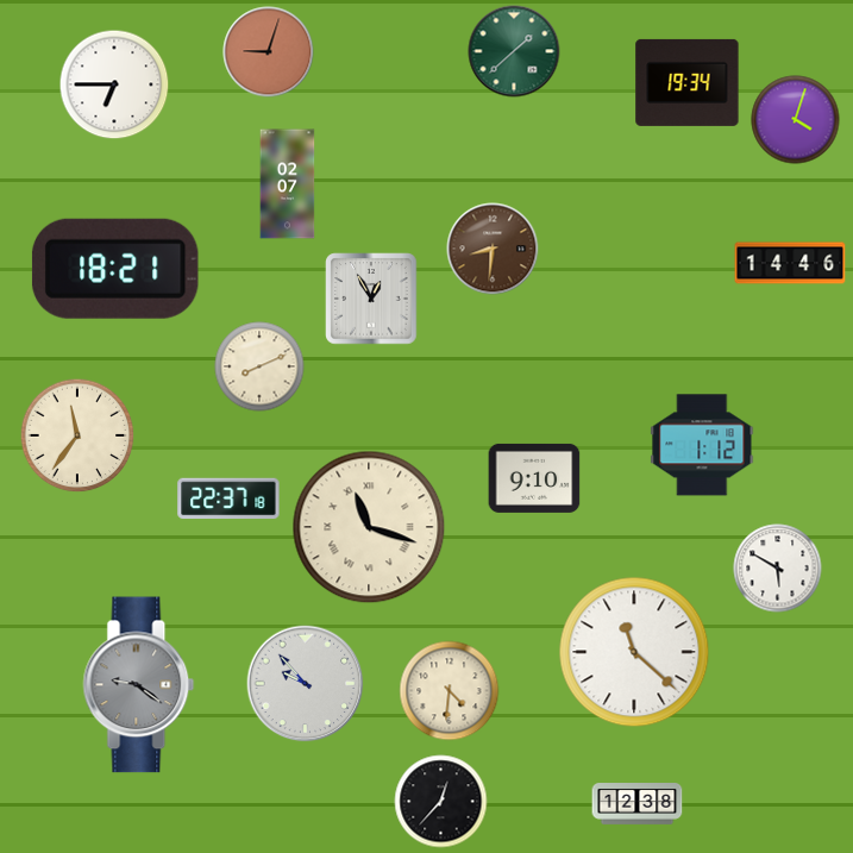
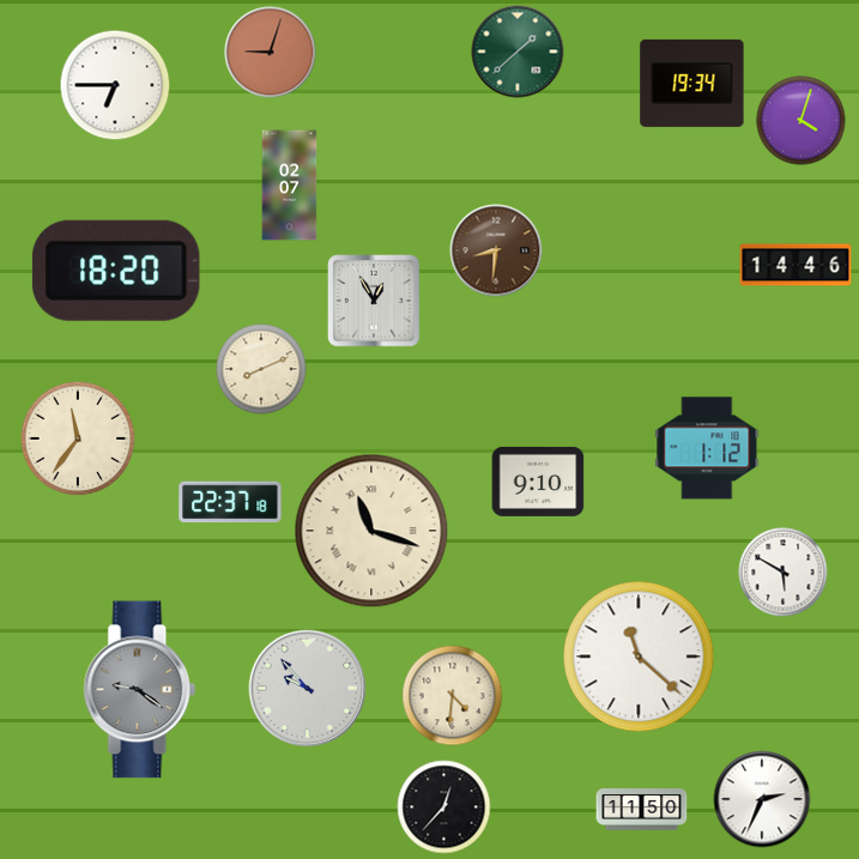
clock at (115, 269): 18:21 -> 18:20
clock at (762, 799): none -> 2:34
clock at (638, 804): 12:38 -> 11:50
